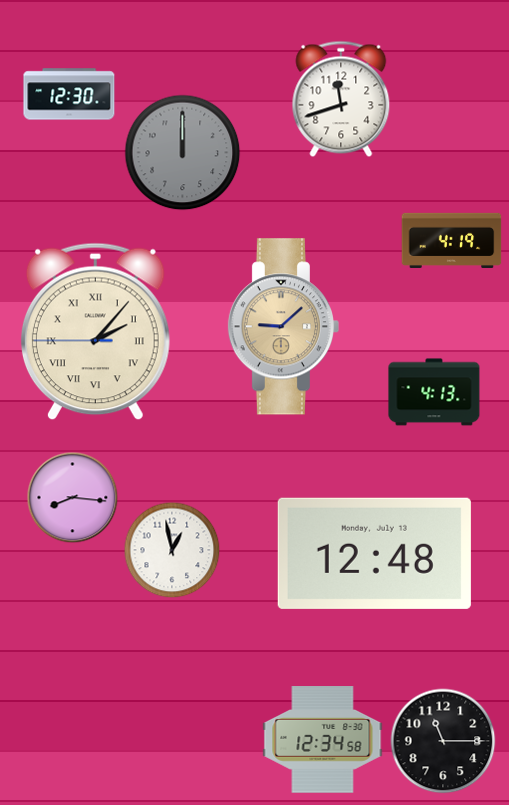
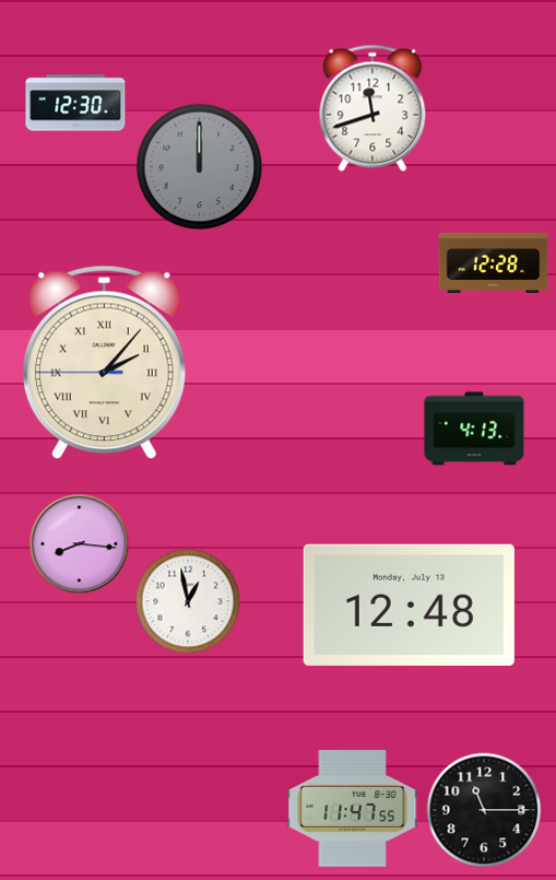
clock at (452, 240): 4:19 -> 12:28
clock at (283, 327): 9:08 -> none
clock at (323, 740): 12:34 -> 11:47
